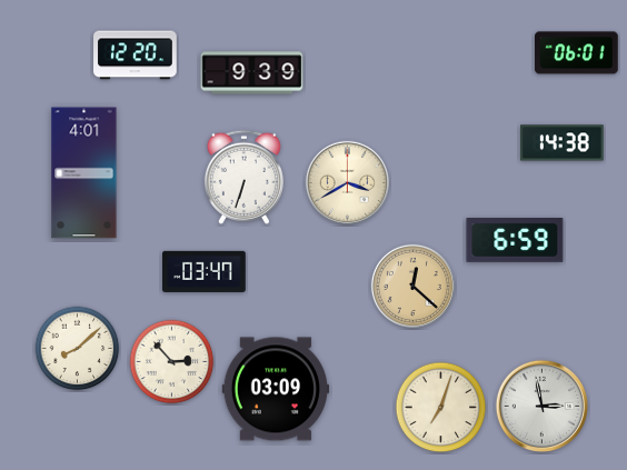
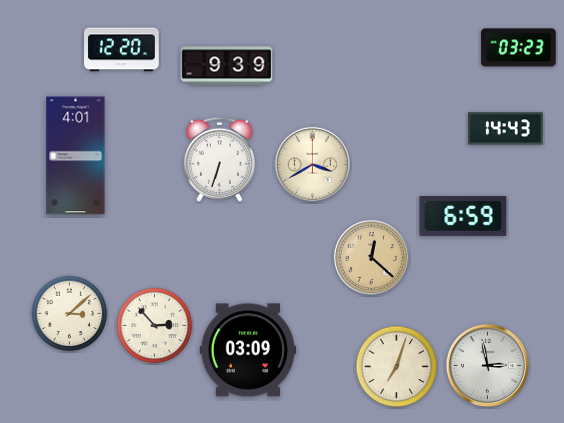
clock at (577, 53): 06:01 -> 03:23
clock at (563, 143): 14:38 -> 14:43
clock at (205, 271): 03:47 -> none
clock at (78, 349): 8:08 -> 3:08
